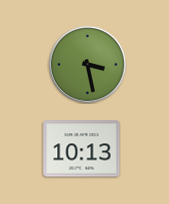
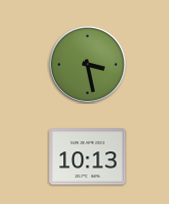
clock at (82, 149) position: (82, 149) -> (88, 157)
